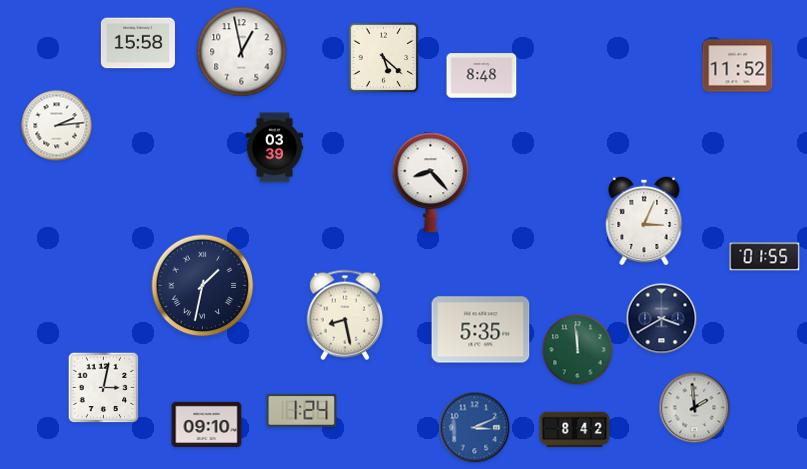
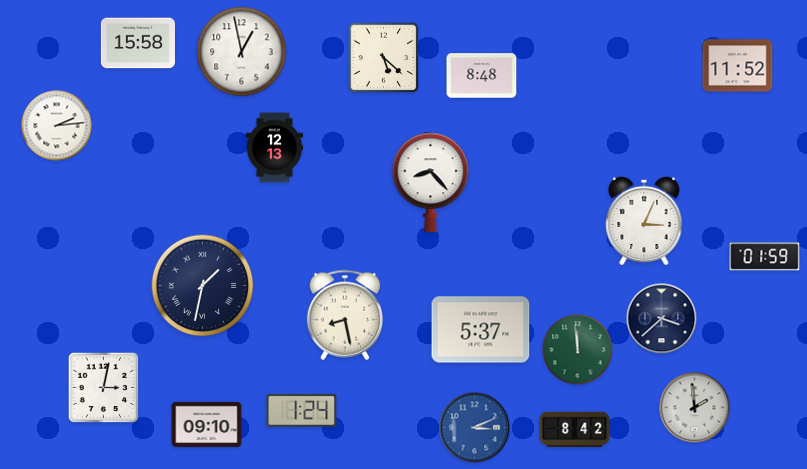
clock at (275, 148): 03:39 -> 12:13
clock at (765, 257): 01:55 -> 01:59
clock at (662, 319): 3:40 -> 3:38
clock at (481, 330): 5:35 -> 5:37
